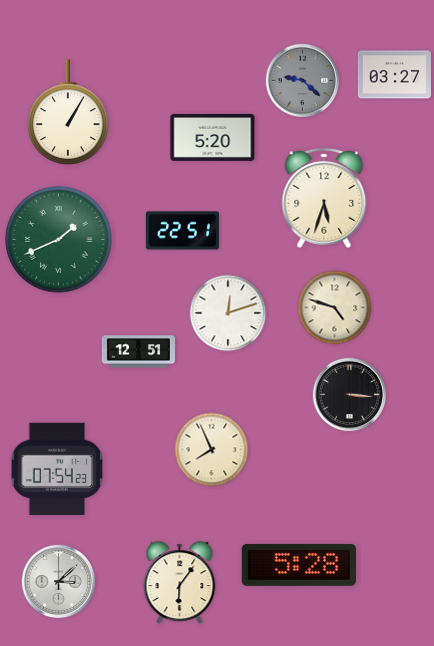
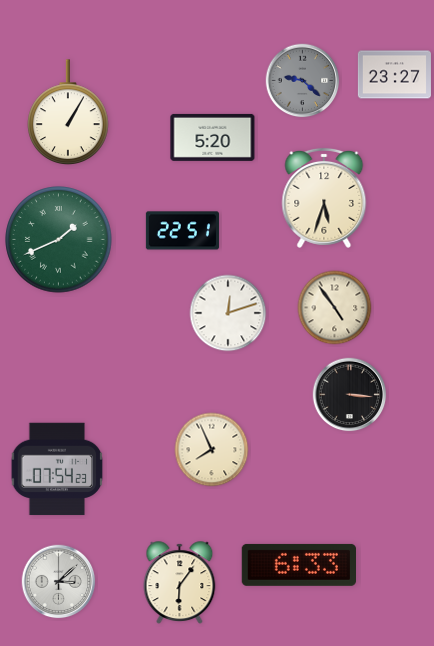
clock at (394, 75): 03:27 -> 23:27
clock at (335, 308): 4:48 -> 4:54
clock at (138, 352): 12:51 -> none
clock at (298, 565): 5:28 -> 6:33
